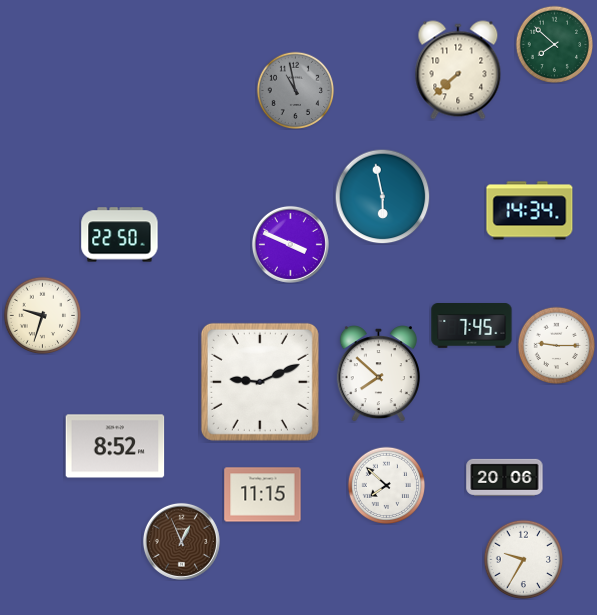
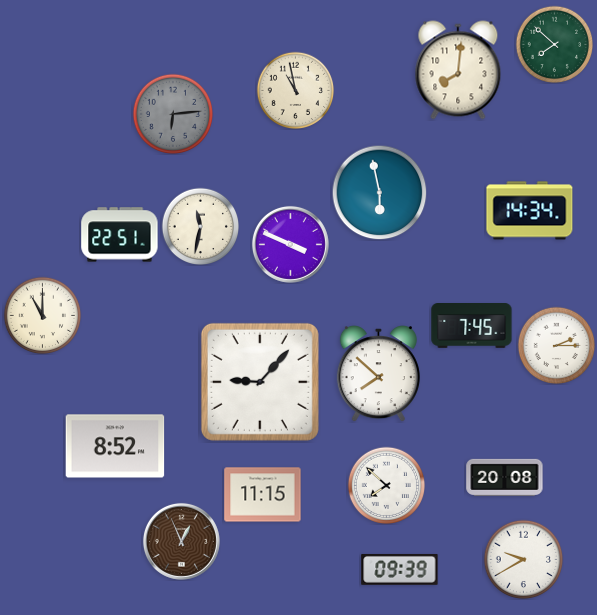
clock at (458, 70): 7:38 -> 8:01
clock at (295, 90) dial: grey -> cream
clock at (173, 114): none -> 6:14
clock at (382, 196) position: (382, 196) -> (379, 192)
clock at (200, 226): none -> 11:32
clock at (120, 235): 22:50 -> 22:51
clock at (42, 315): 9:33 -> 11:00
clock at (556, 345): 9:15 -> 2:15
clock at (260, 382): 9:11 -> 9:07
clock at (505, 477): 20:06 -> 20:08
clock at (523, 559): 9:35 -> 9:40
clock at (400, 570): none -> 09:39
